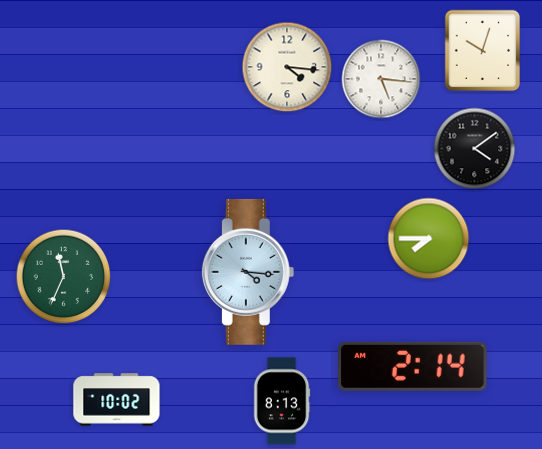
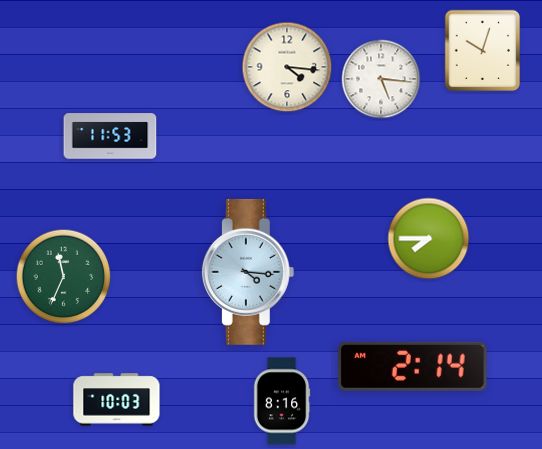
clock at (110, 136): none -> 11:53
clock at (475, 149): 4:09 -> none
clock at (117, 400): 10:02 -> 10:03
clock at (282, 401): 8:13 -> 8:16
